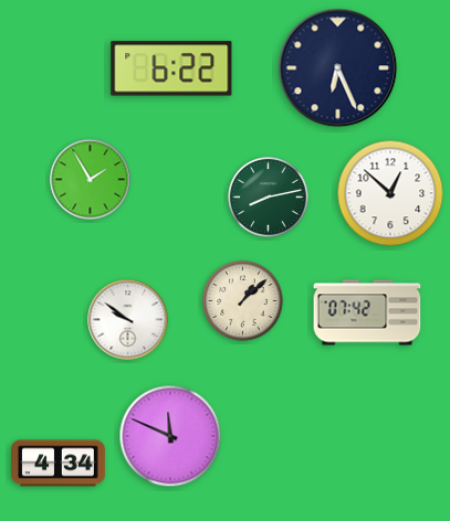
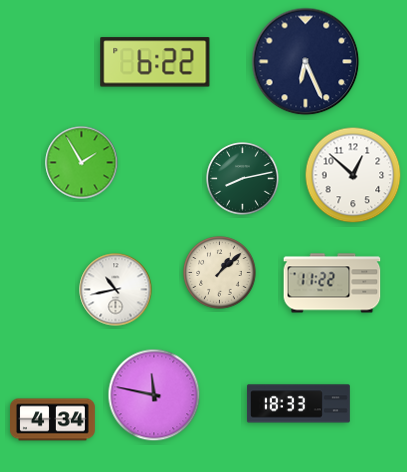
clock at (367, 312): 07:42 -> 11:22
clock at (128, 320): 9:51 -> 10:43
clock at (170, 436): 11:49 -> 11:47
clock at (298, 404): none -> 18:33
